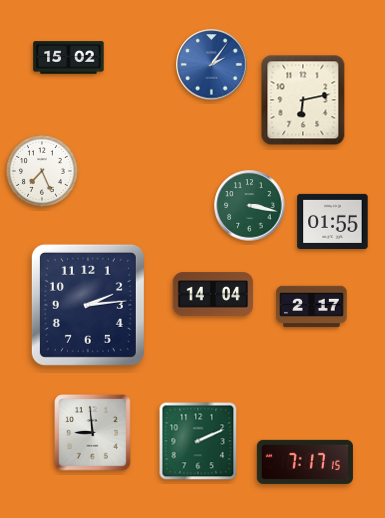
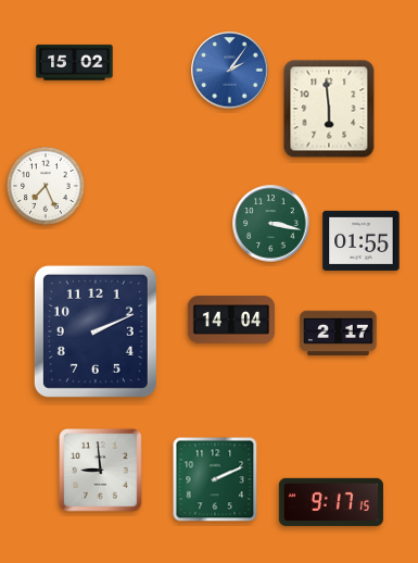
clock at (303, 100): 6:13 -> 5:59
clock at (88, 305): 2:14 -> 2:11
clock at (305, 462): 7:17 -> 9:17
